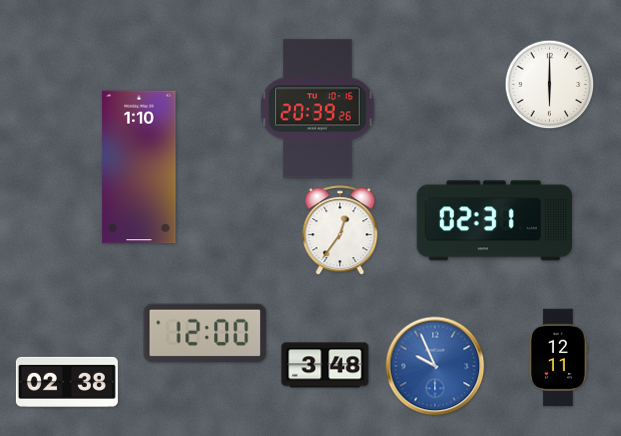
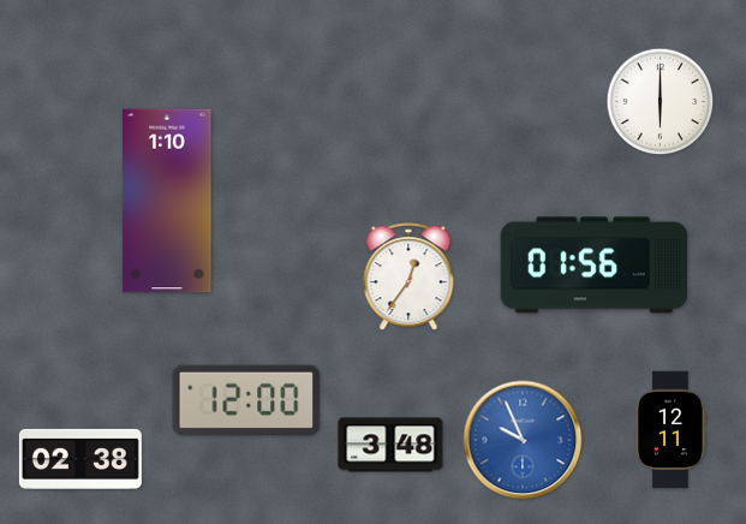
clock at (318, 109): 20:39 -> none
clock at (494, 221): 02:31 -> 01:56
clock at (325, 365) position: (325, 365) -> (390, 445)
